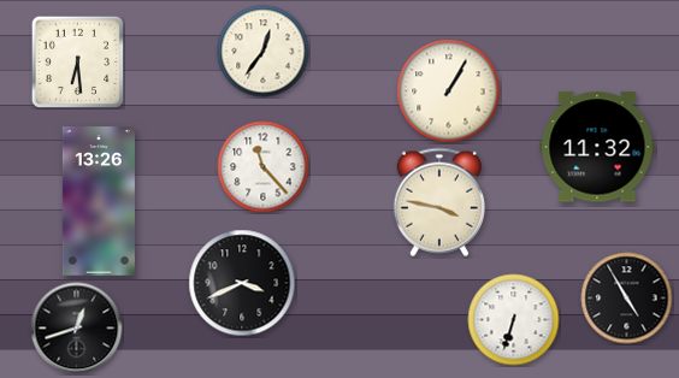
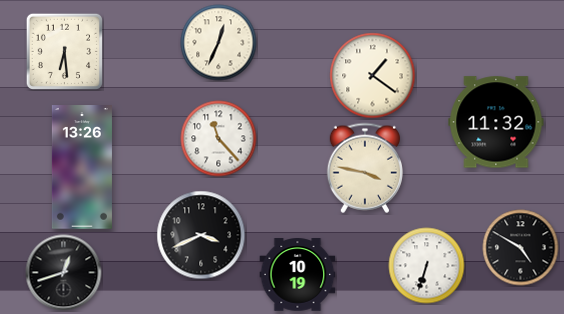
clock at (264, 52): 12:36 -> 12:34
clock at (449, 91): 1:05 -> 1:21
clock at (627, 299): 4:55 -> 4:50
clock at (298, 275): none -> 10:19
